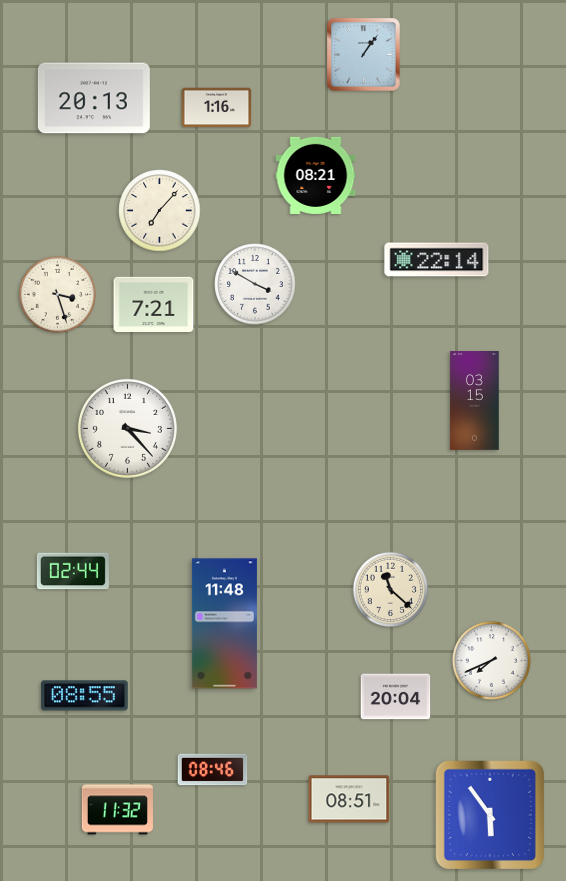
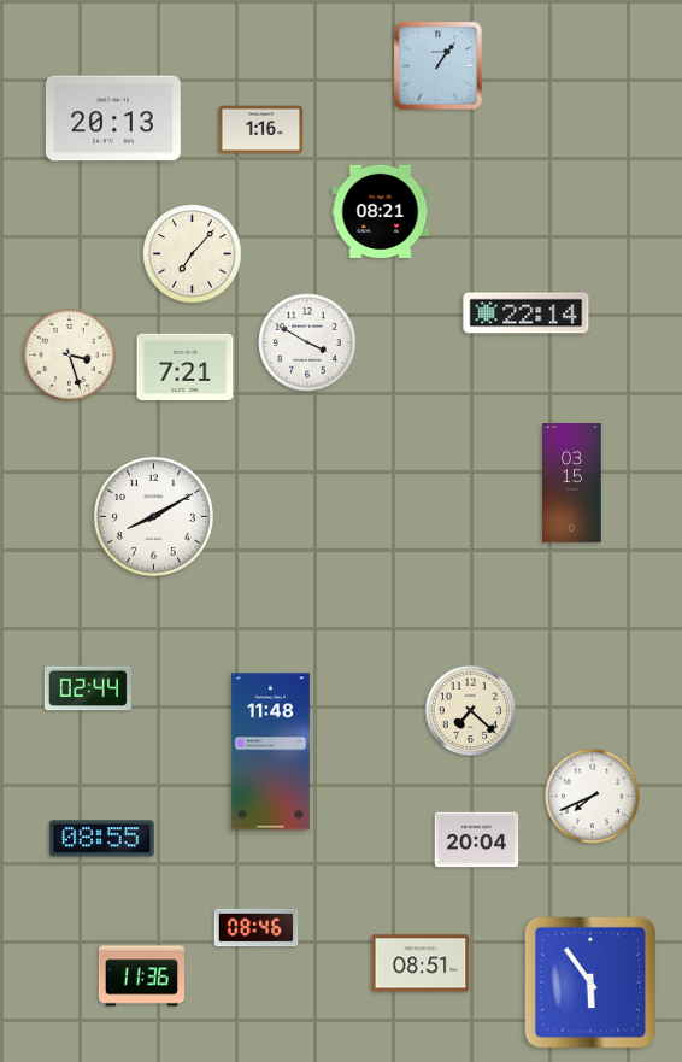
clock at (127, 428): 3:23 -> 8:10
clock at (391, 590): 11:22 -> 7:22
clock at (117, 810): 11:32 -> 11:36
